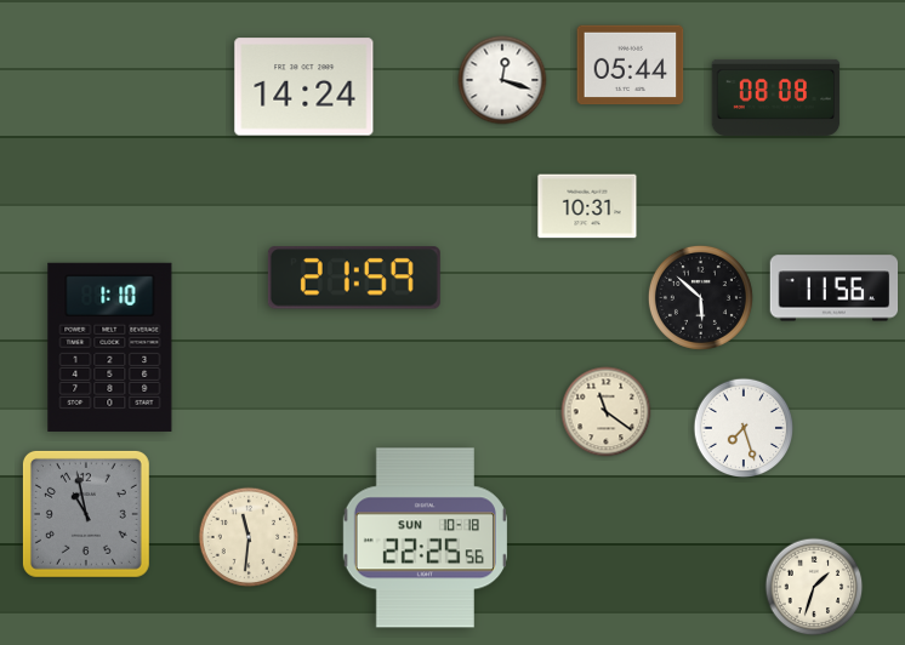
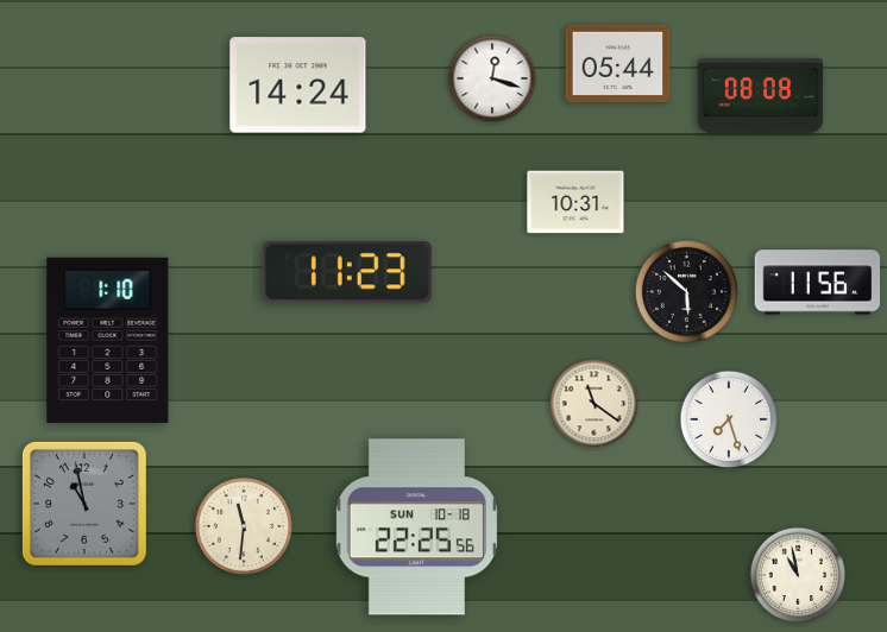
clock at (354, 278): 21:59 -> 11:23
clock at (814, 587): 1:33 -> 10:58
